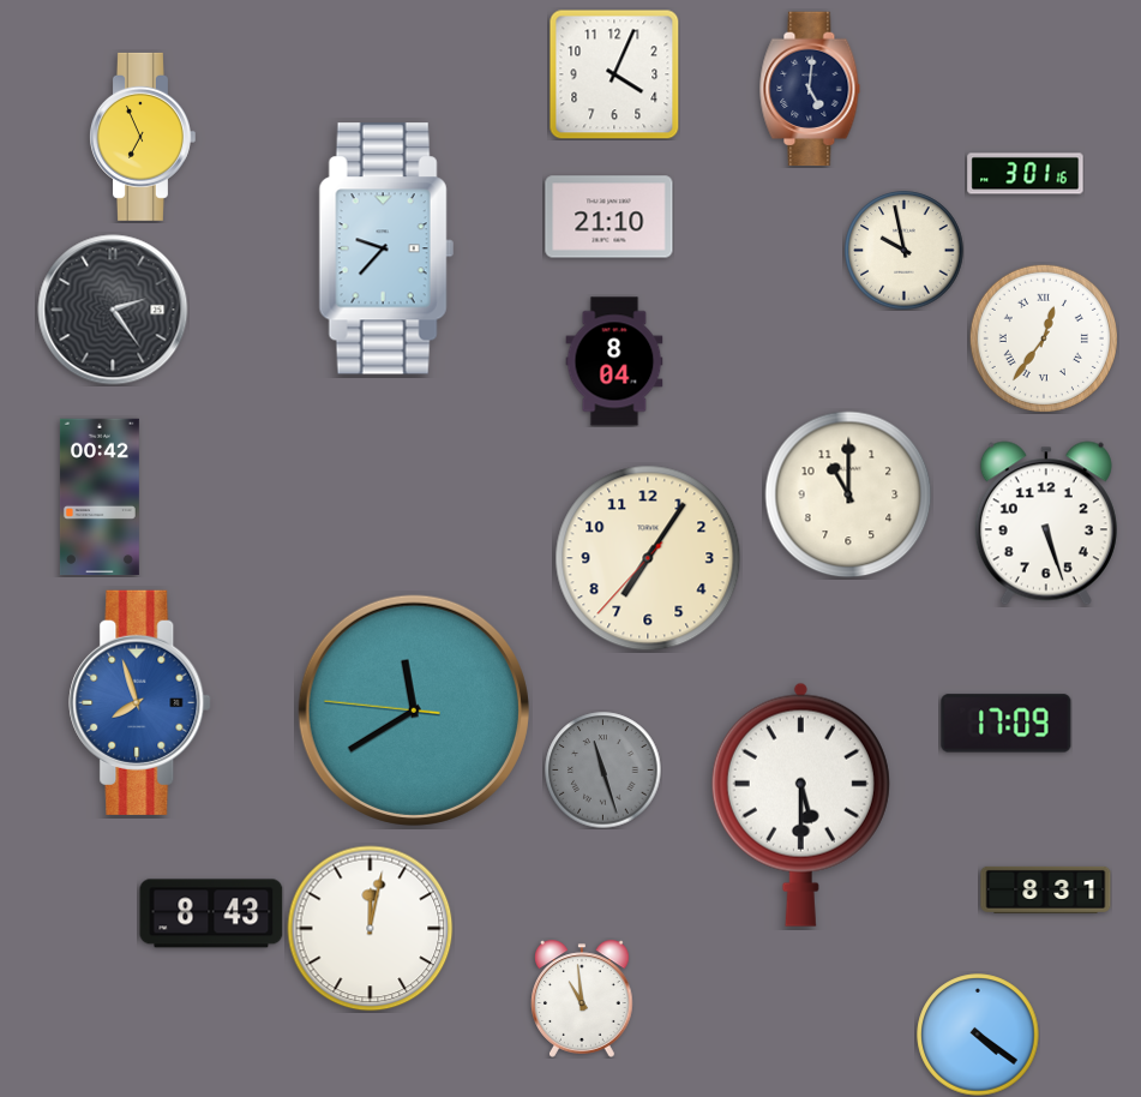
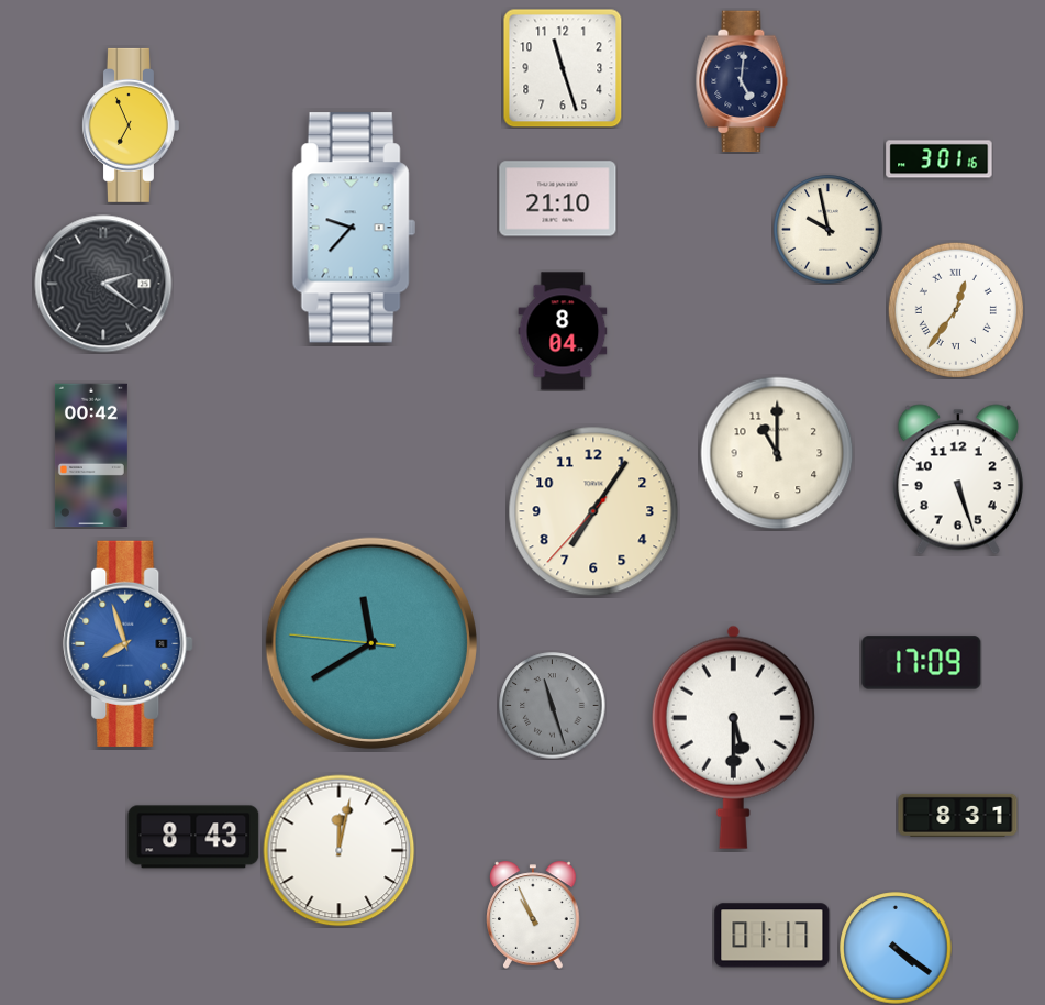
clock at (614, 74): 4:04 -> 11:27
clock at (113, 310): 2:24 -> 2:21
clock at (414, 711) position: (414, 711) -> (371, 643)
clock at (583, 999): 10:59 -> 10:56
clock at (772, 936): none -> 01:17
